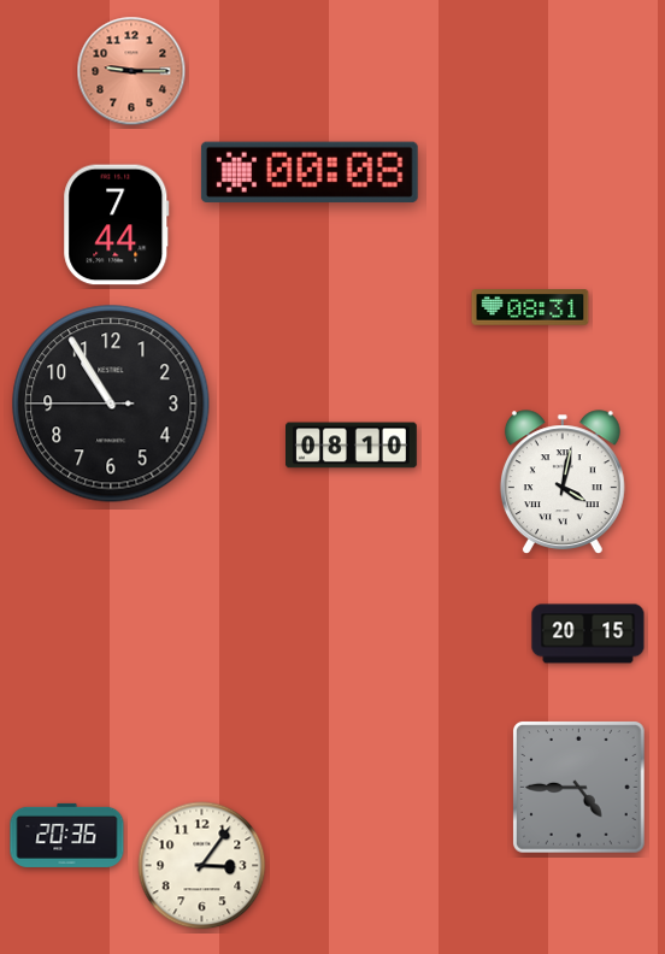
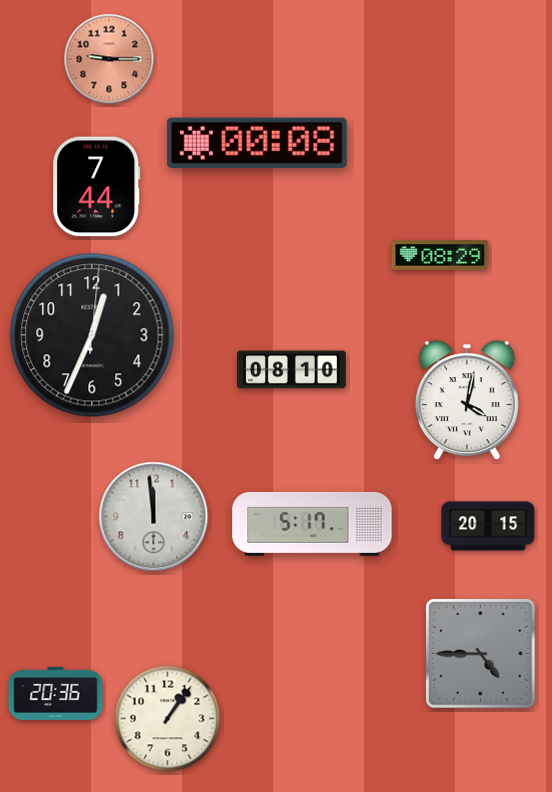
clock at (530, 307): 08:31 -> 08:29
clock at (111, 404): 10:54 -> 12:34
clock at (154, 517): none -> 11:59
clock at (312, 524): none -> 5:17
clock at (202, 866): 3:06 -> 1:06
